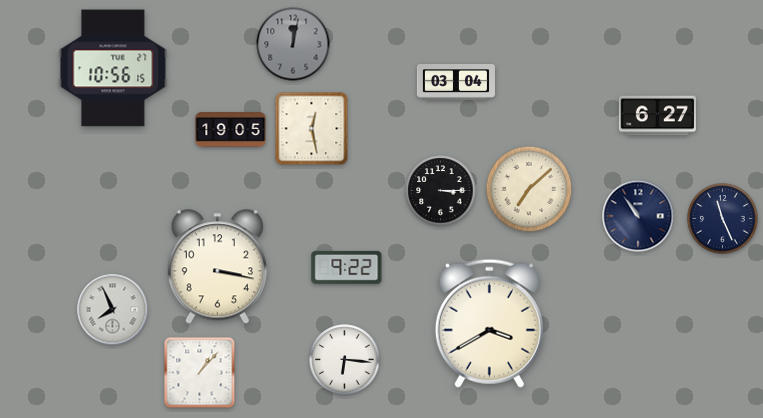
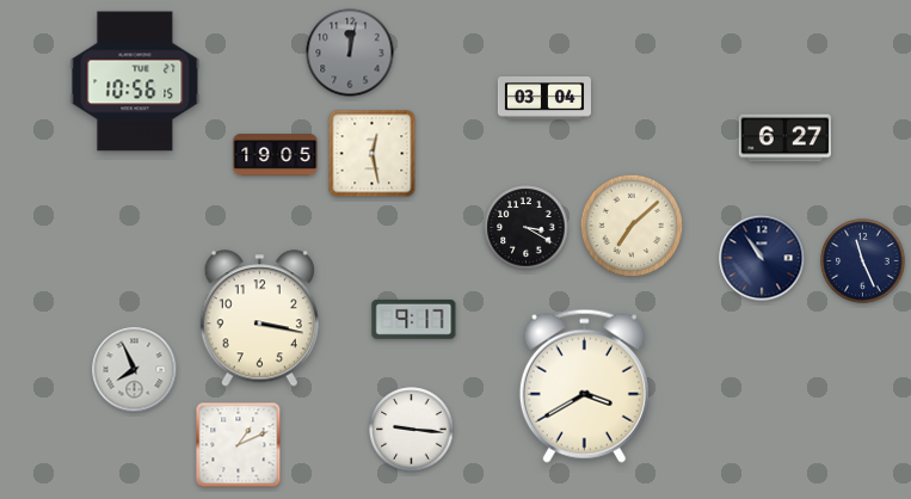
clock at (441, 191): 3:15 -> 3:20
clock at (347, 267): 9:22 -> 9:17
clock at (345, 360): 6:16 -> 9:16
clock at (200, 373): 1:07 -> 1:11
